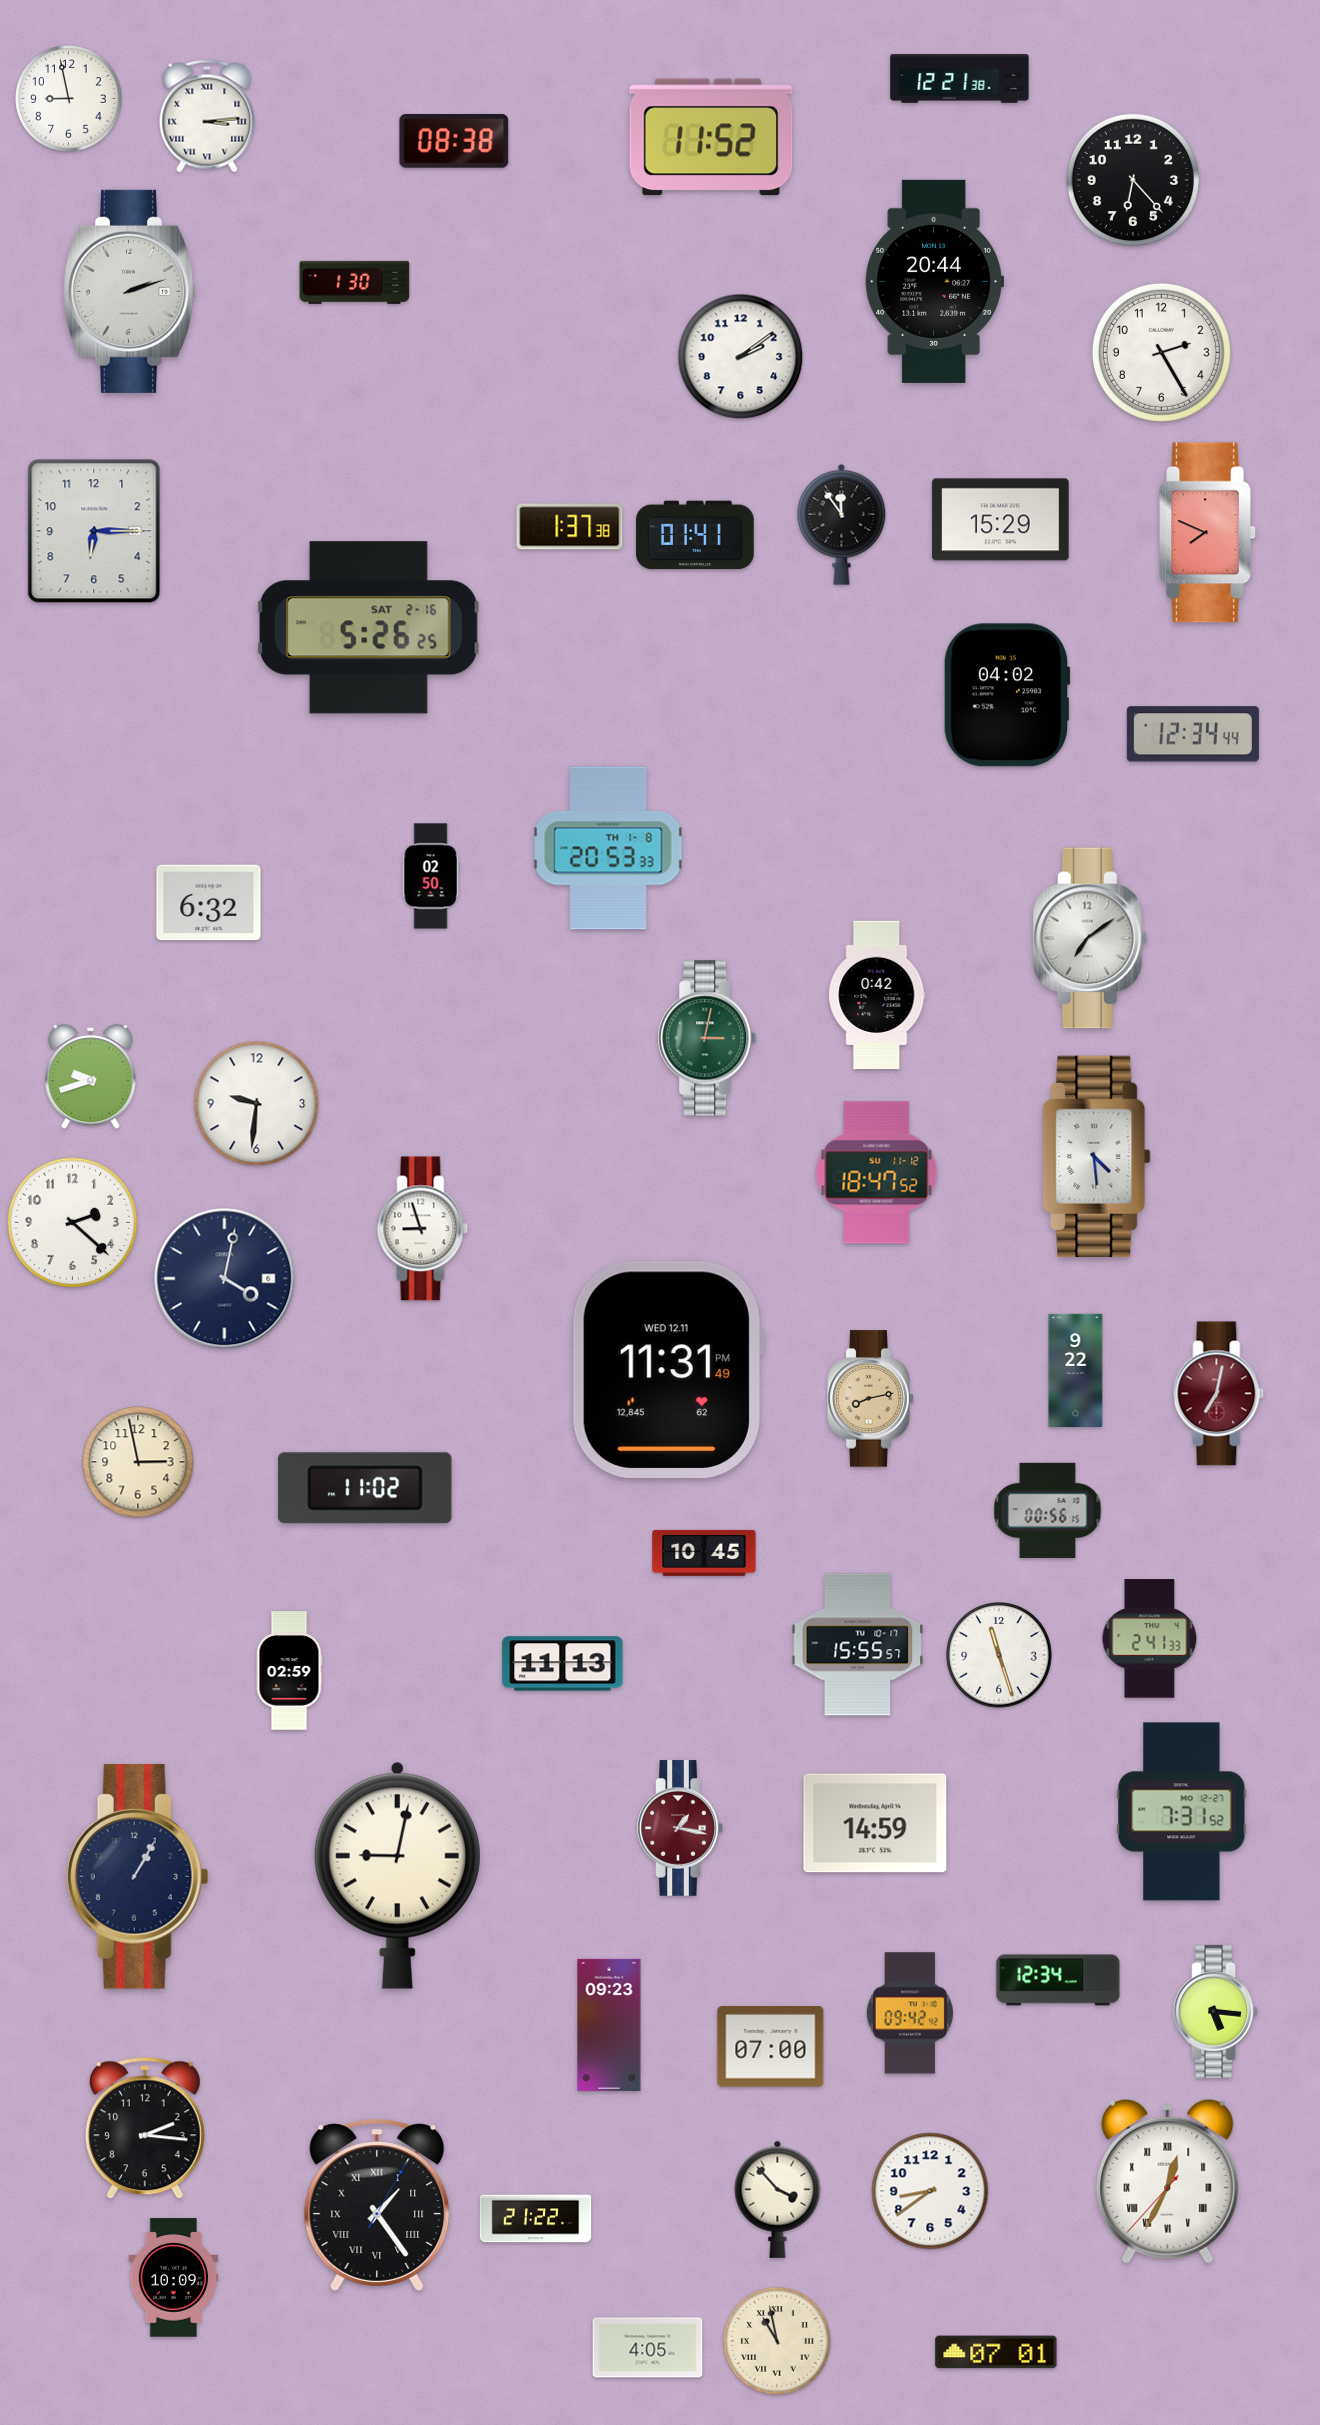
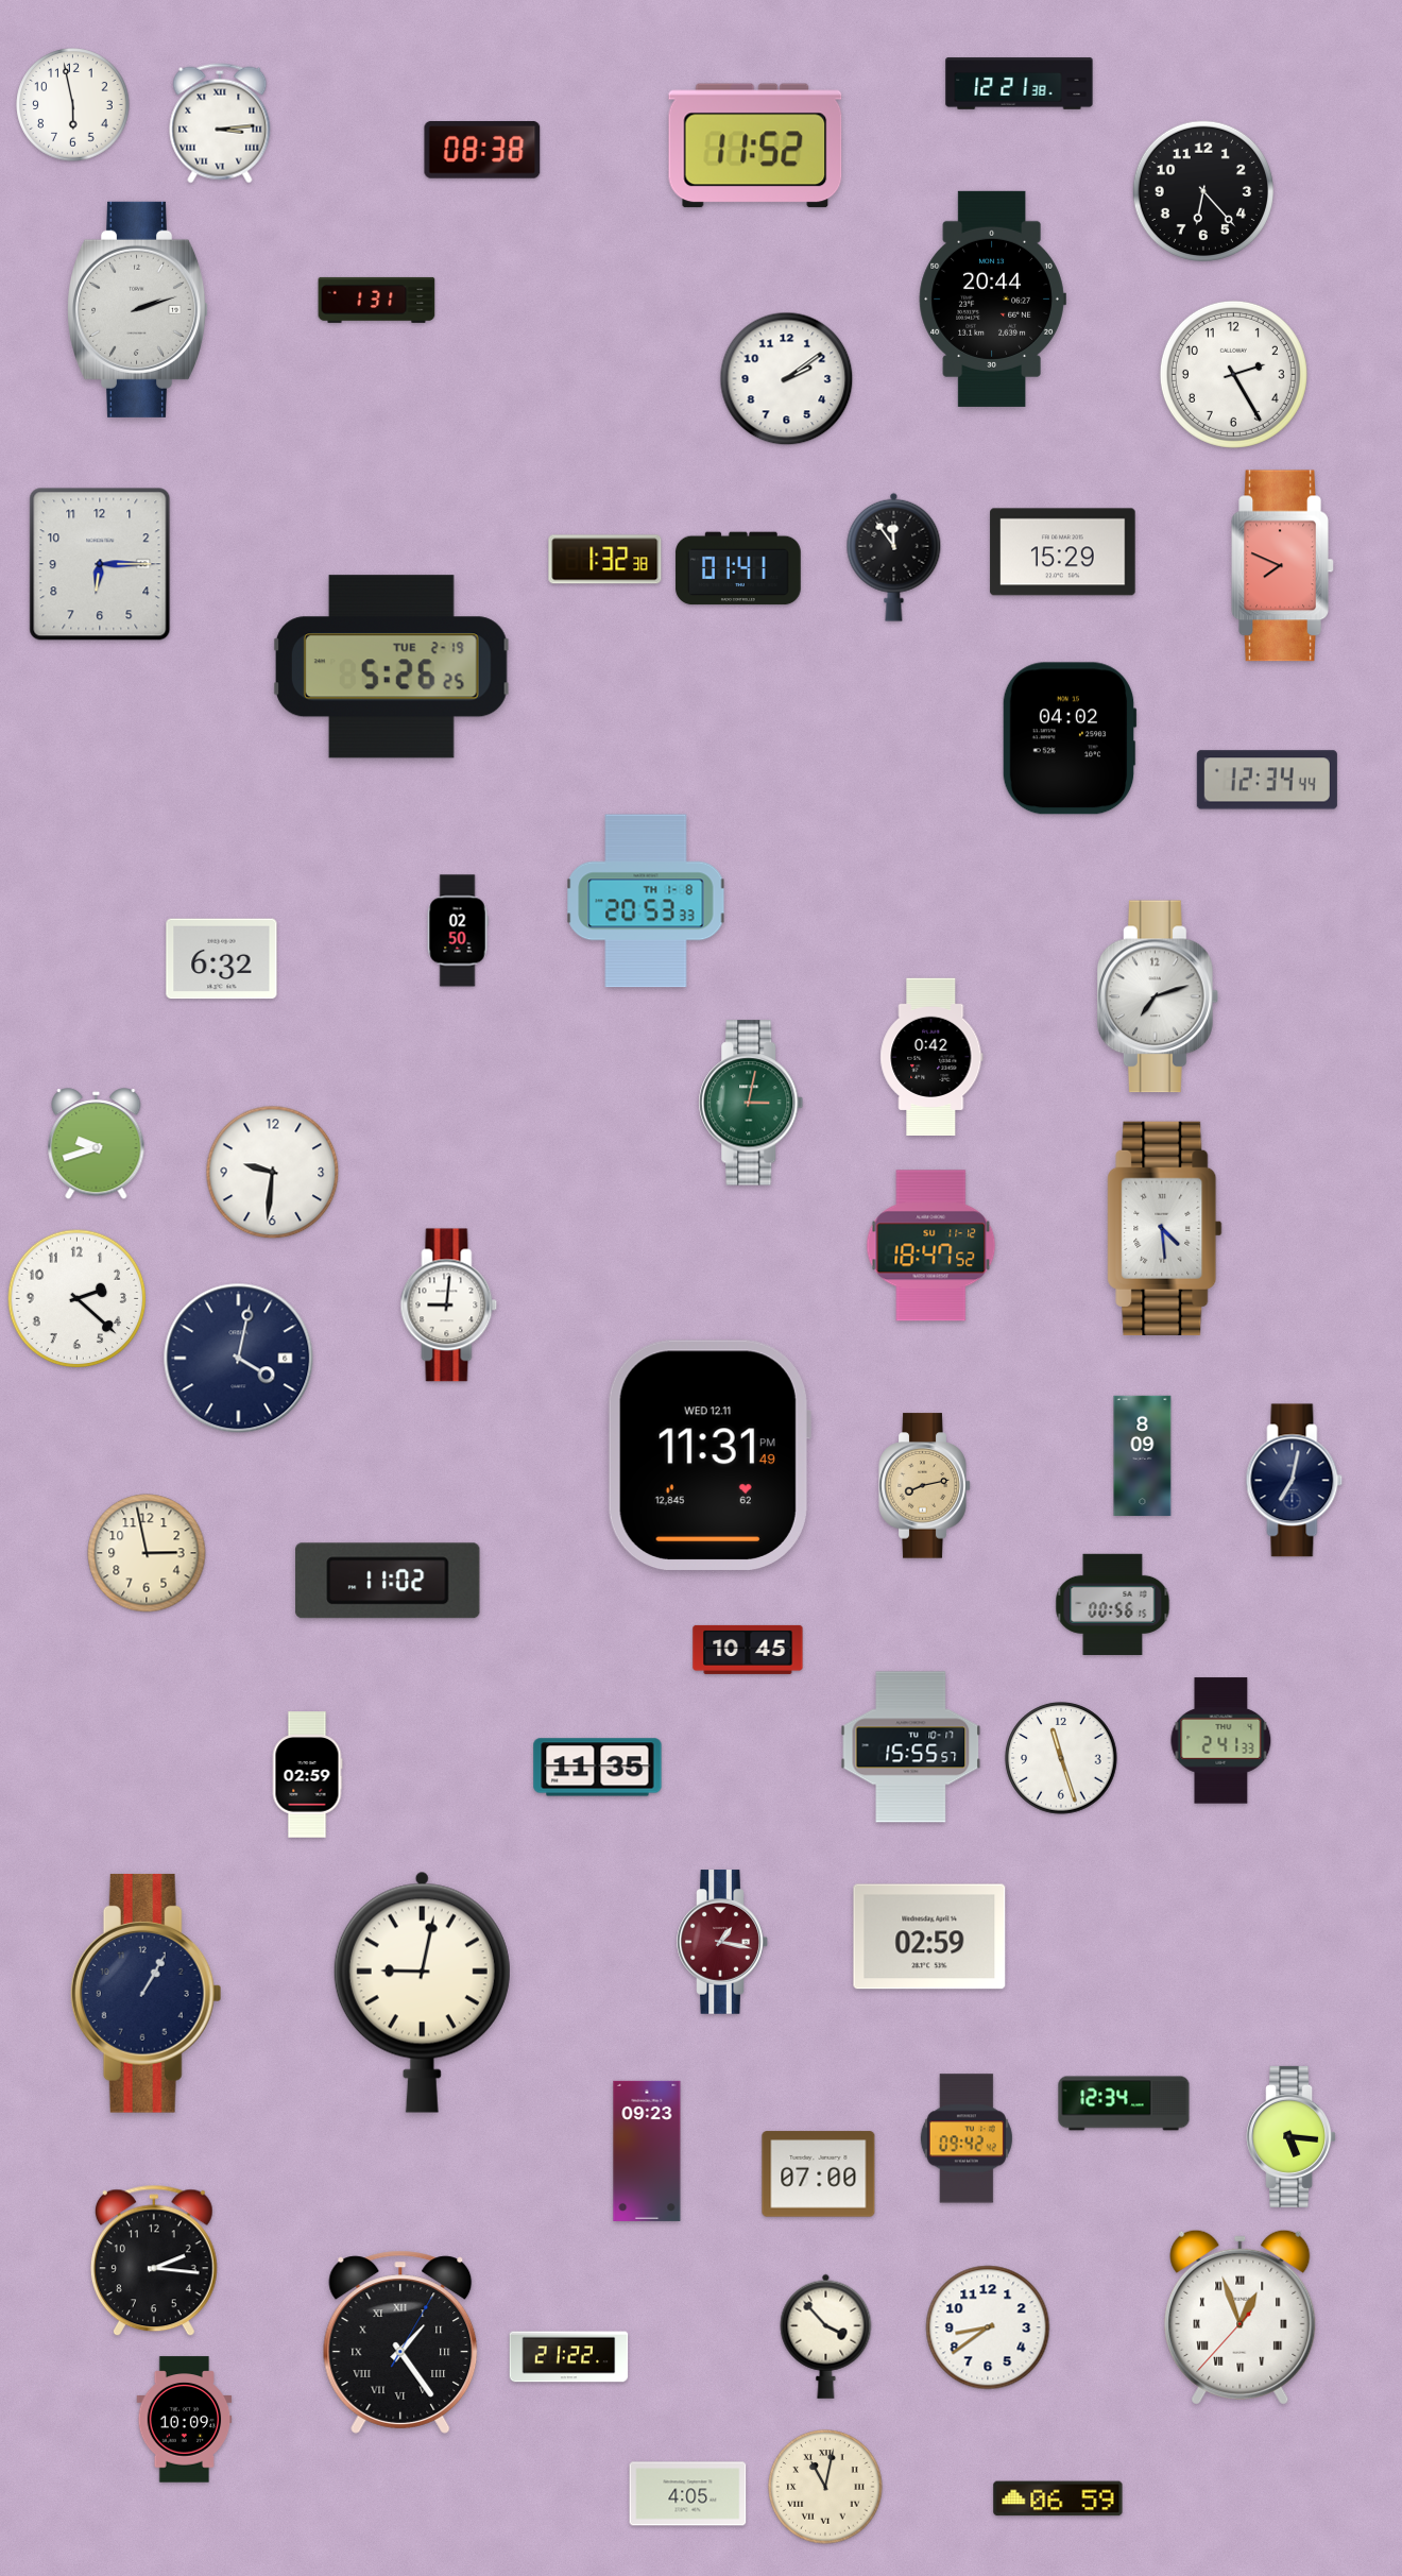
clock at (69, 99): 8:58 -> 5:58
clock at (355, 282): 1:30 -> 1:31
clock at (570, 527): 1:37 -> 1:32
clock at (368, 628) date: SAT 2-16 -> TUE 2-19
clock at (1090, 938): 7:09 -> 7:12
clock at (423, 1229): 8:57 -> 9:01
clock at (1076, 1371): 9:22 -> 8:09
clock at (1219, 1394) dial: burgundy -> navy
clock at (563, 1664): 11:13 -> 11:35
clock at (1182, 1812): 7:31 -> none
clock at (875, 1823): 14:59 -> 02:59
clock at (1168, 2181): 12:34 -> 12:56
clock at (777, 2341): 10:58 -> 11:02
clock at (996, 2352): 07:01 -> 06:59
